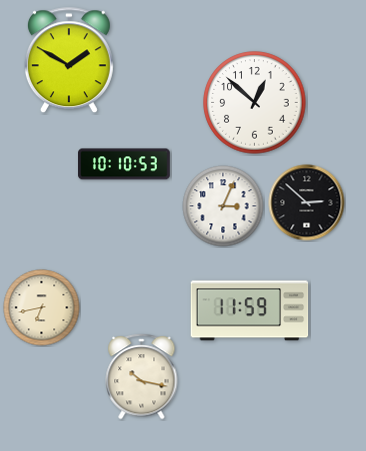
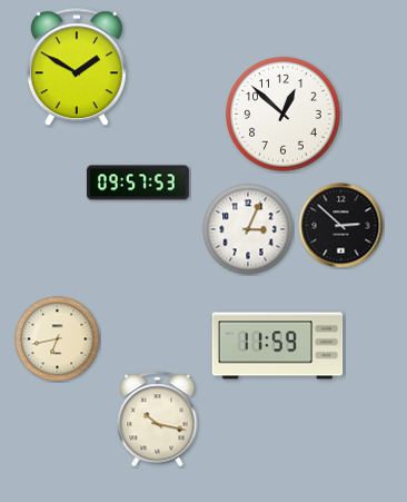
clock at (125, 164): 10:10 -> 09:57
clock at (42, 308) position: (42, 308) -> (58, 339)
